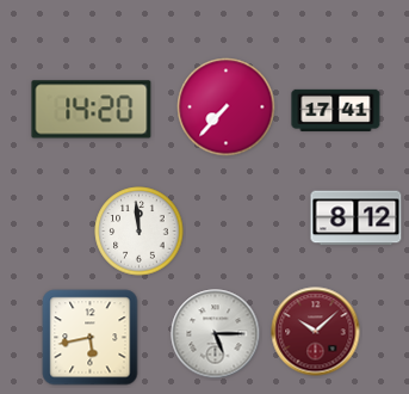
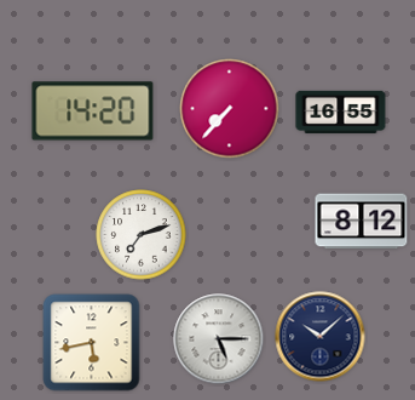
clock at (336, 110): 17:41 -> 16:55
clock at (140, 232): 11:59 -> 7:12
clock at (316, 332) dial: burgundy -> navy
